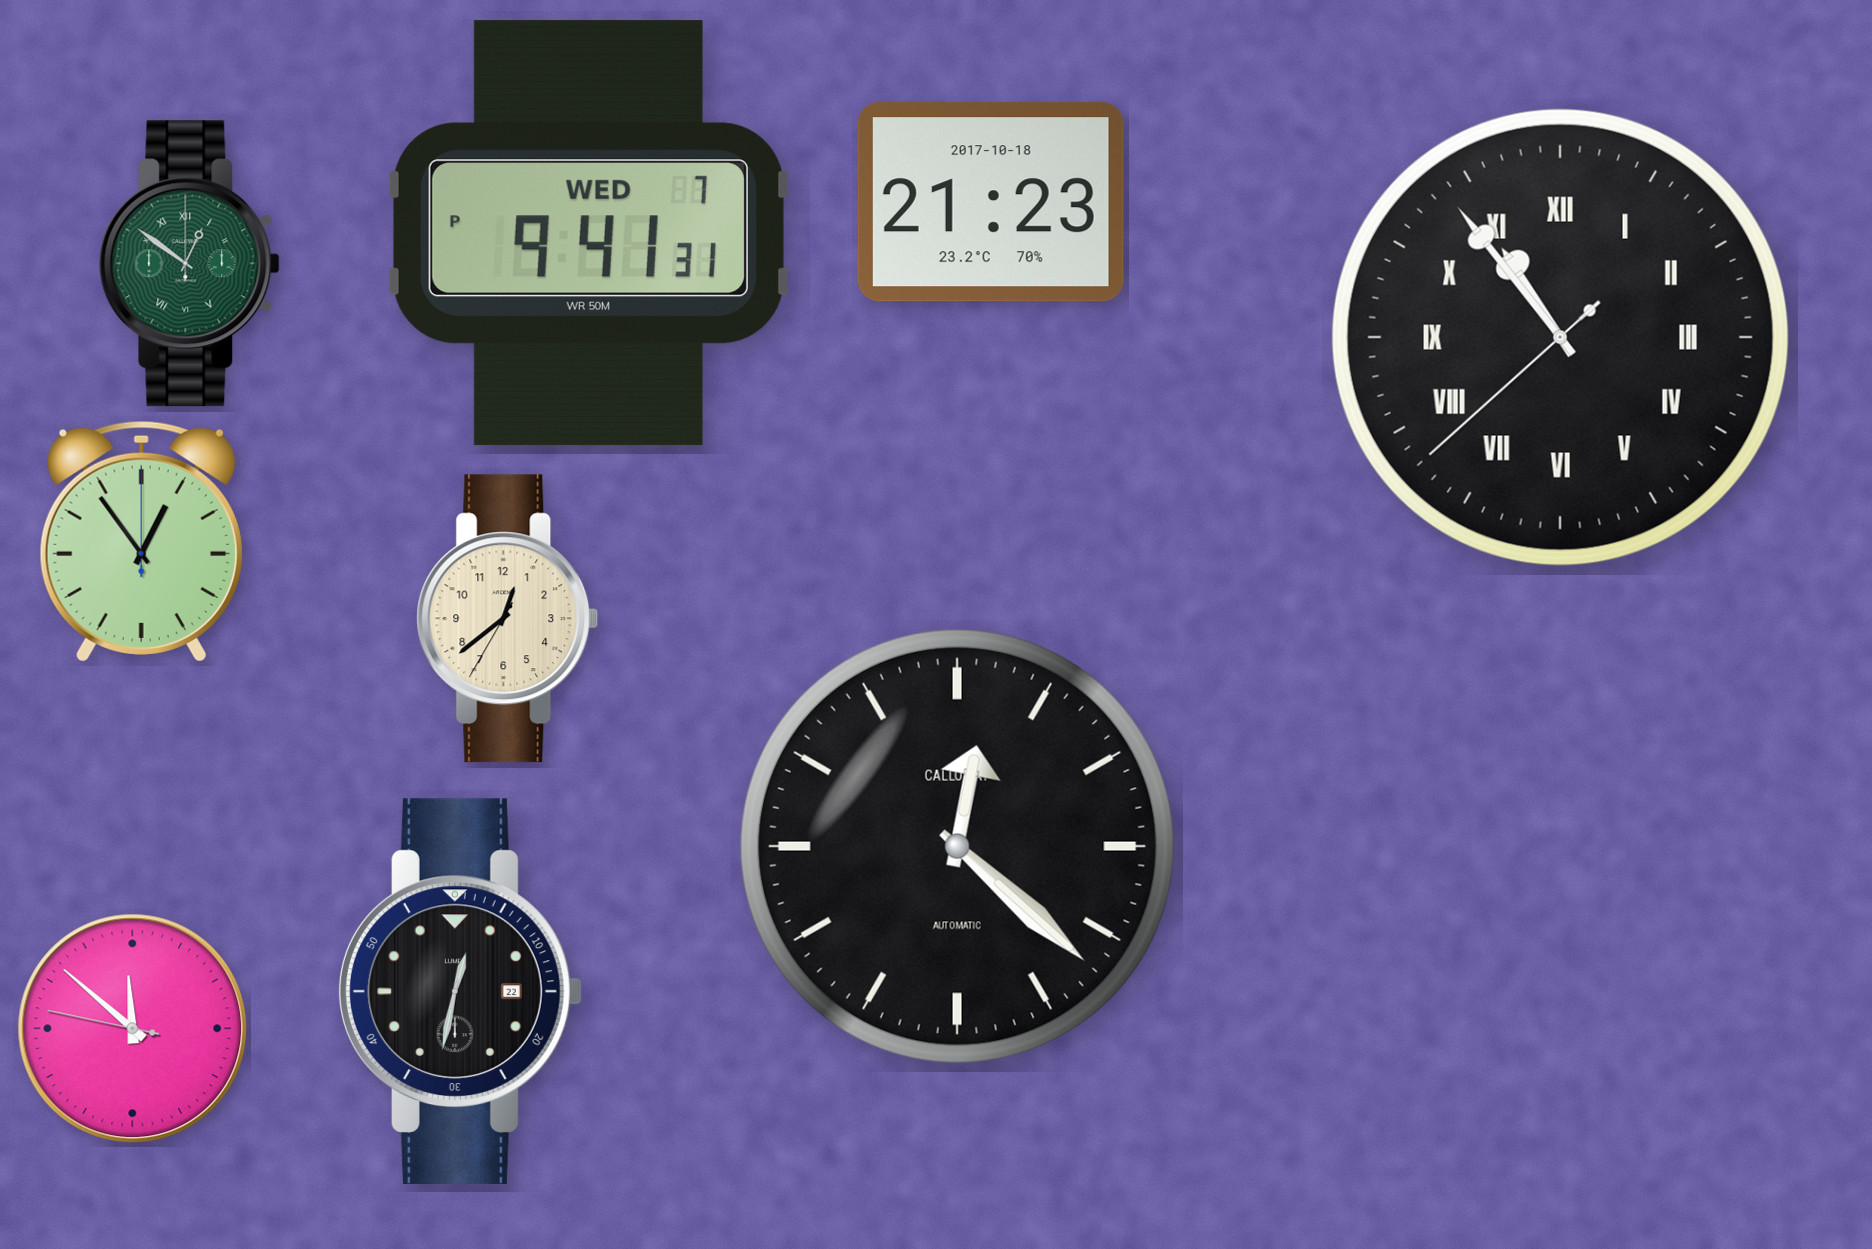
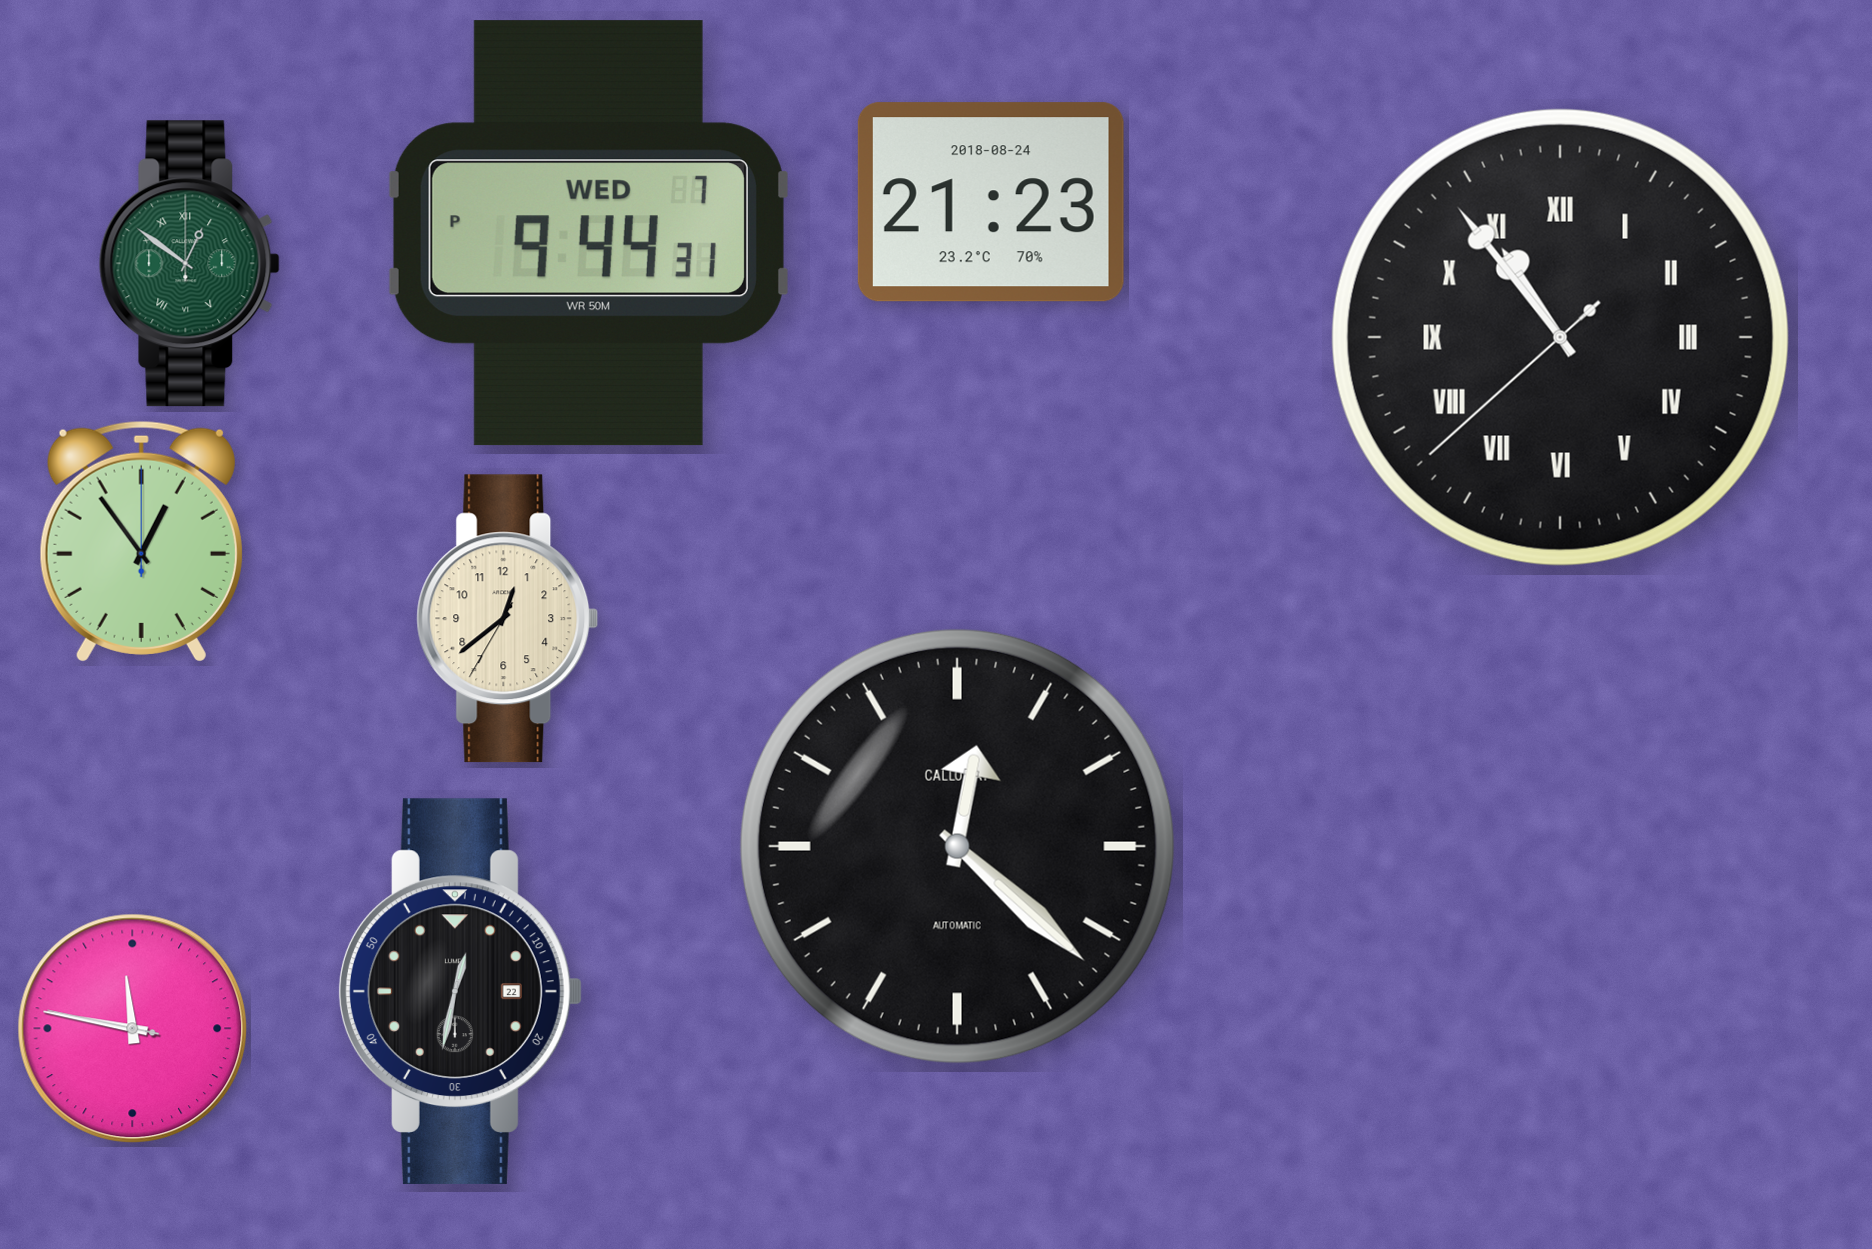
clock at (991, 202) date: 2017-10-18 -> 2018-08-24
clock at (588, 233): 9:41 -> 9:44
clock at (133, 1029): 11:51 -> 11:46
